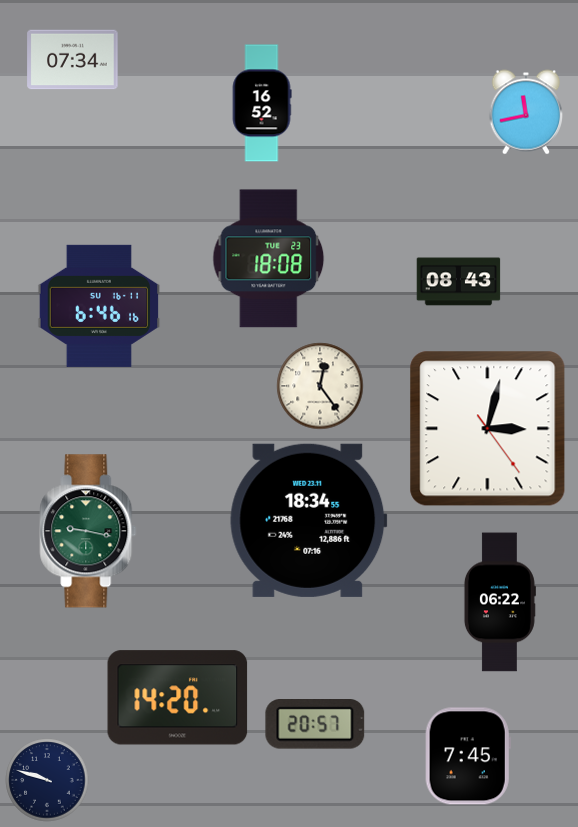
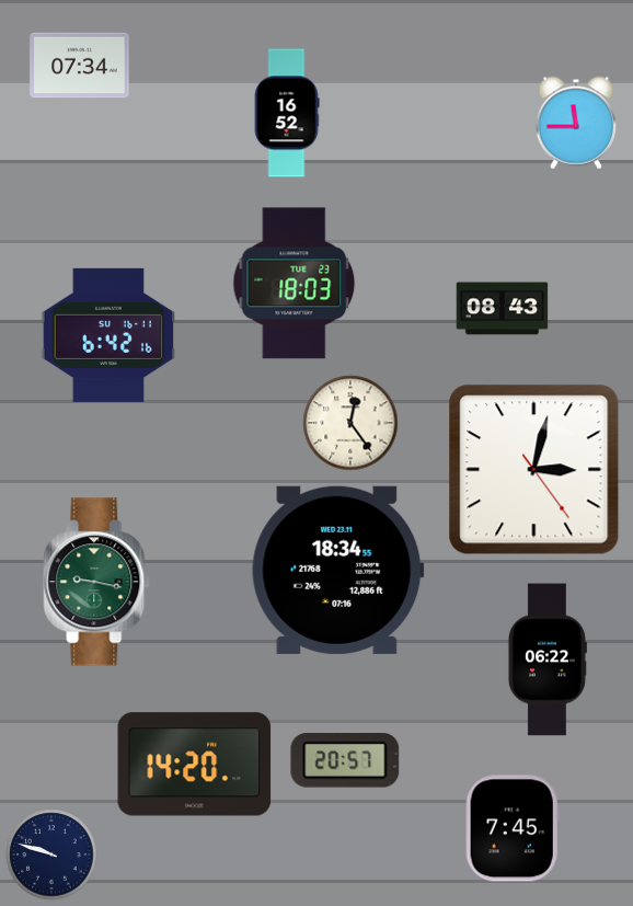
clock at (526, 112): 11:43 -> 11:45
clock at (269, 259): 18:08 -> 18:03
clock at (99, 306): 6:46 -> 6:42
clock at (315, 725) position: (315, 725) -> (345, 761)
